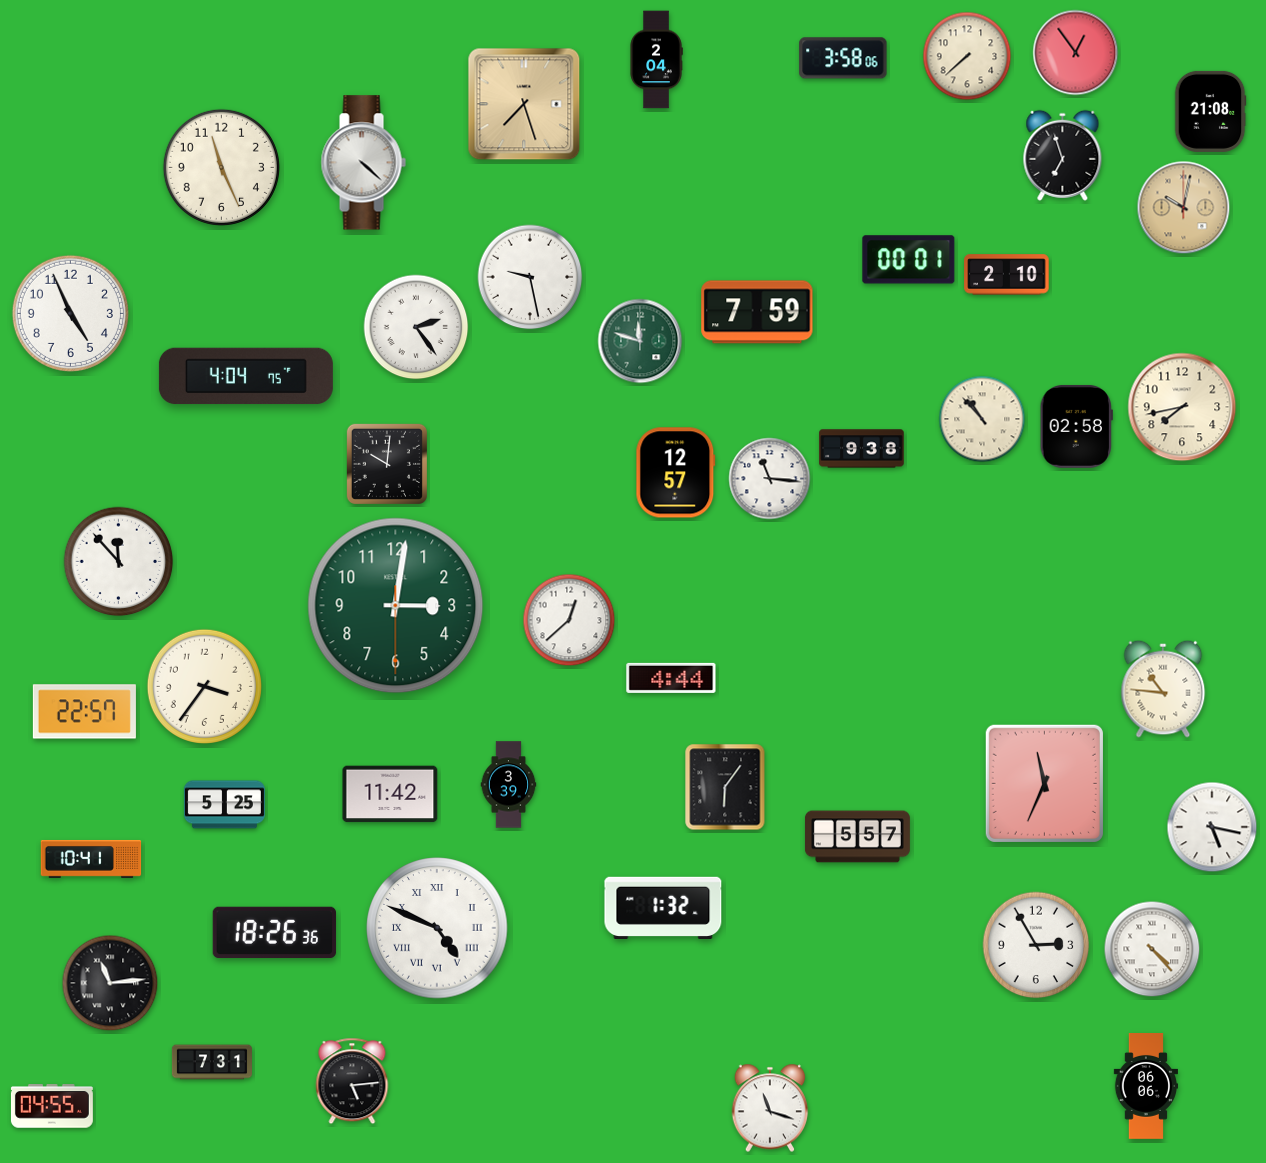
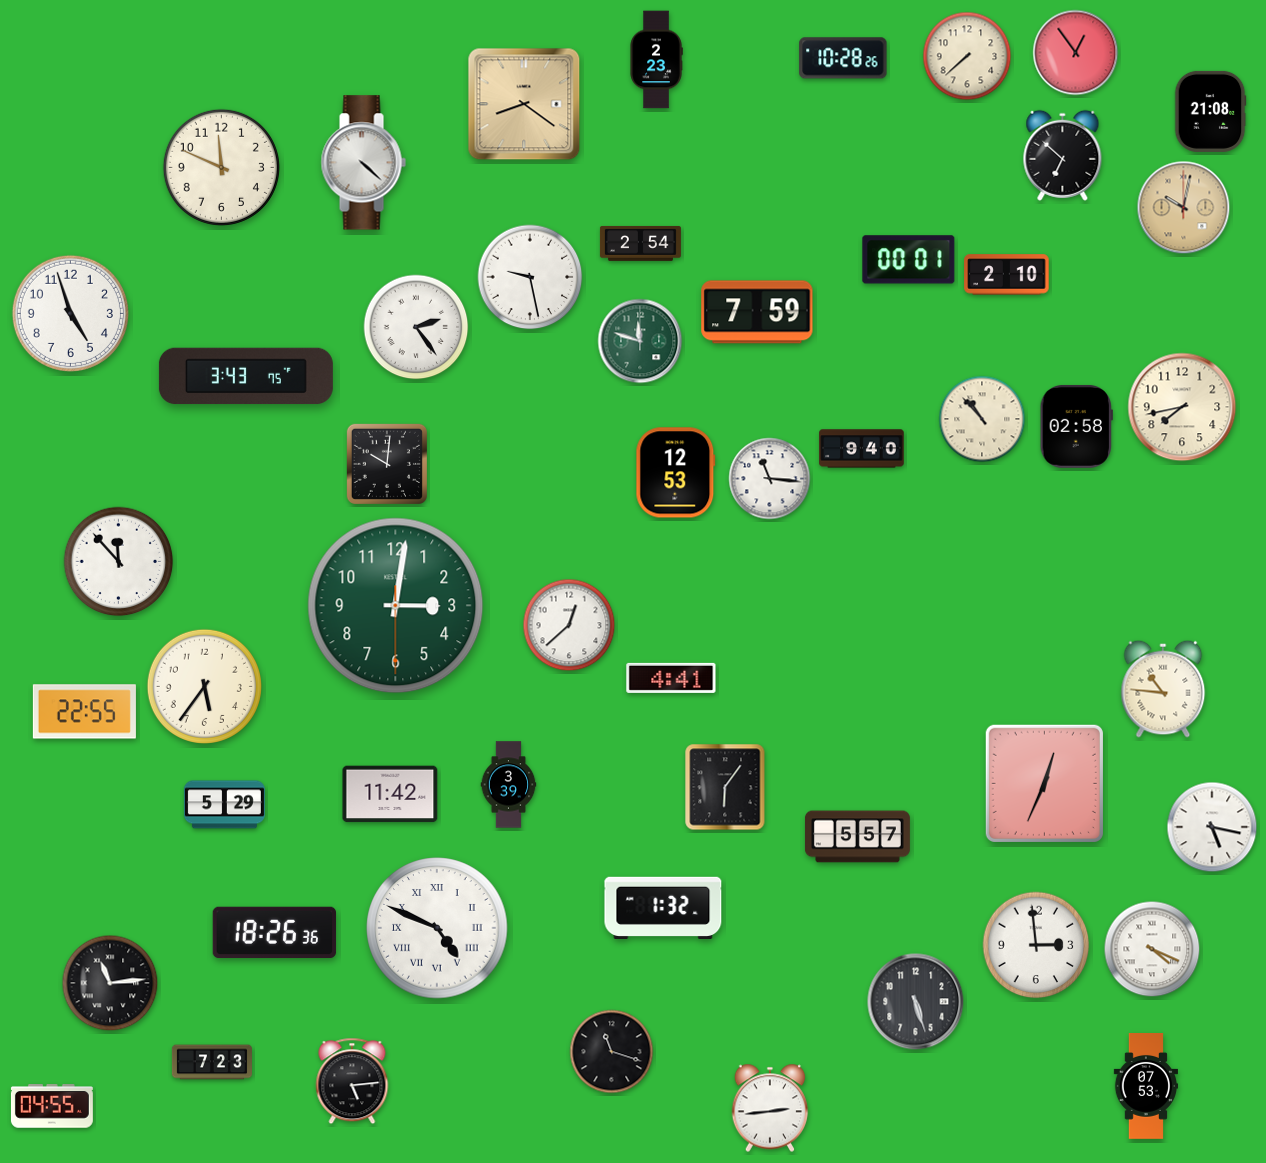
clock at (843, 58): 3:58 -> 10:28
clock at (656, 60): 2:04 -> 2:23
clock at (524, 104): 7:27 -> 8:21
clock at (1063, 155): 6:57 -> 6:52
clock at (221, 167): 11:26 -> 11:49
clock at (640, 244): none -> 2:54
clock at (70, 313): 4:56 -> 4:57
clock at (246, 376): 4:04 -> 3:43
clock at (862, 449): 9:38 -> 9:40
clock at (676, 473): 12:57 -> 12:53
clock at (569, 620) position: (569, 620) -> (569, 625)
clock at (671, 678): 4:44 -> 4:41
clock at (204, 686): 3:36 -> 5:36
clock at (84, 712): 22:57 -> 22:55
clock at (1044, 783): 11:34 -> 12:34
clock at (224, 805): 5:25 -> 5:29
clock at (91, 859): 10:41 -> none
clock at (1036, 945): 2:55 -> 2:59
clock at (1152, 949): 4:23 -> 4:19
clock at (916, 1002): none -> 5:27
clock at (612, 1052): none -> 11:18
clock at (212, 1062): 7:31 -> 7:23
clock at (1145, 1087): 06:06 -> 07:53
clock at (770, 1108): 11:18 -> 2:44
